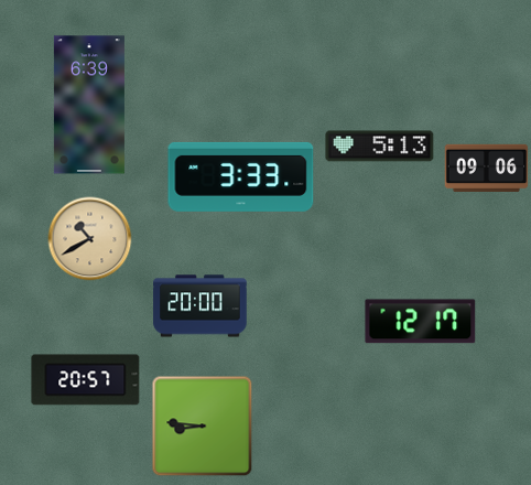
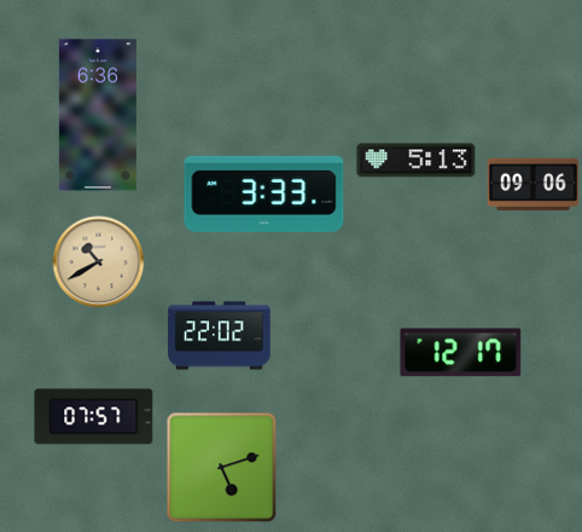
clock at (89, 105): 6:39 -> 6:36
clock at (201, 306): 20:00 -> 22:02
clock at (86, 380): 20:57 -> 07:57
clock at (203, 427): 8:46 -> 5:12
